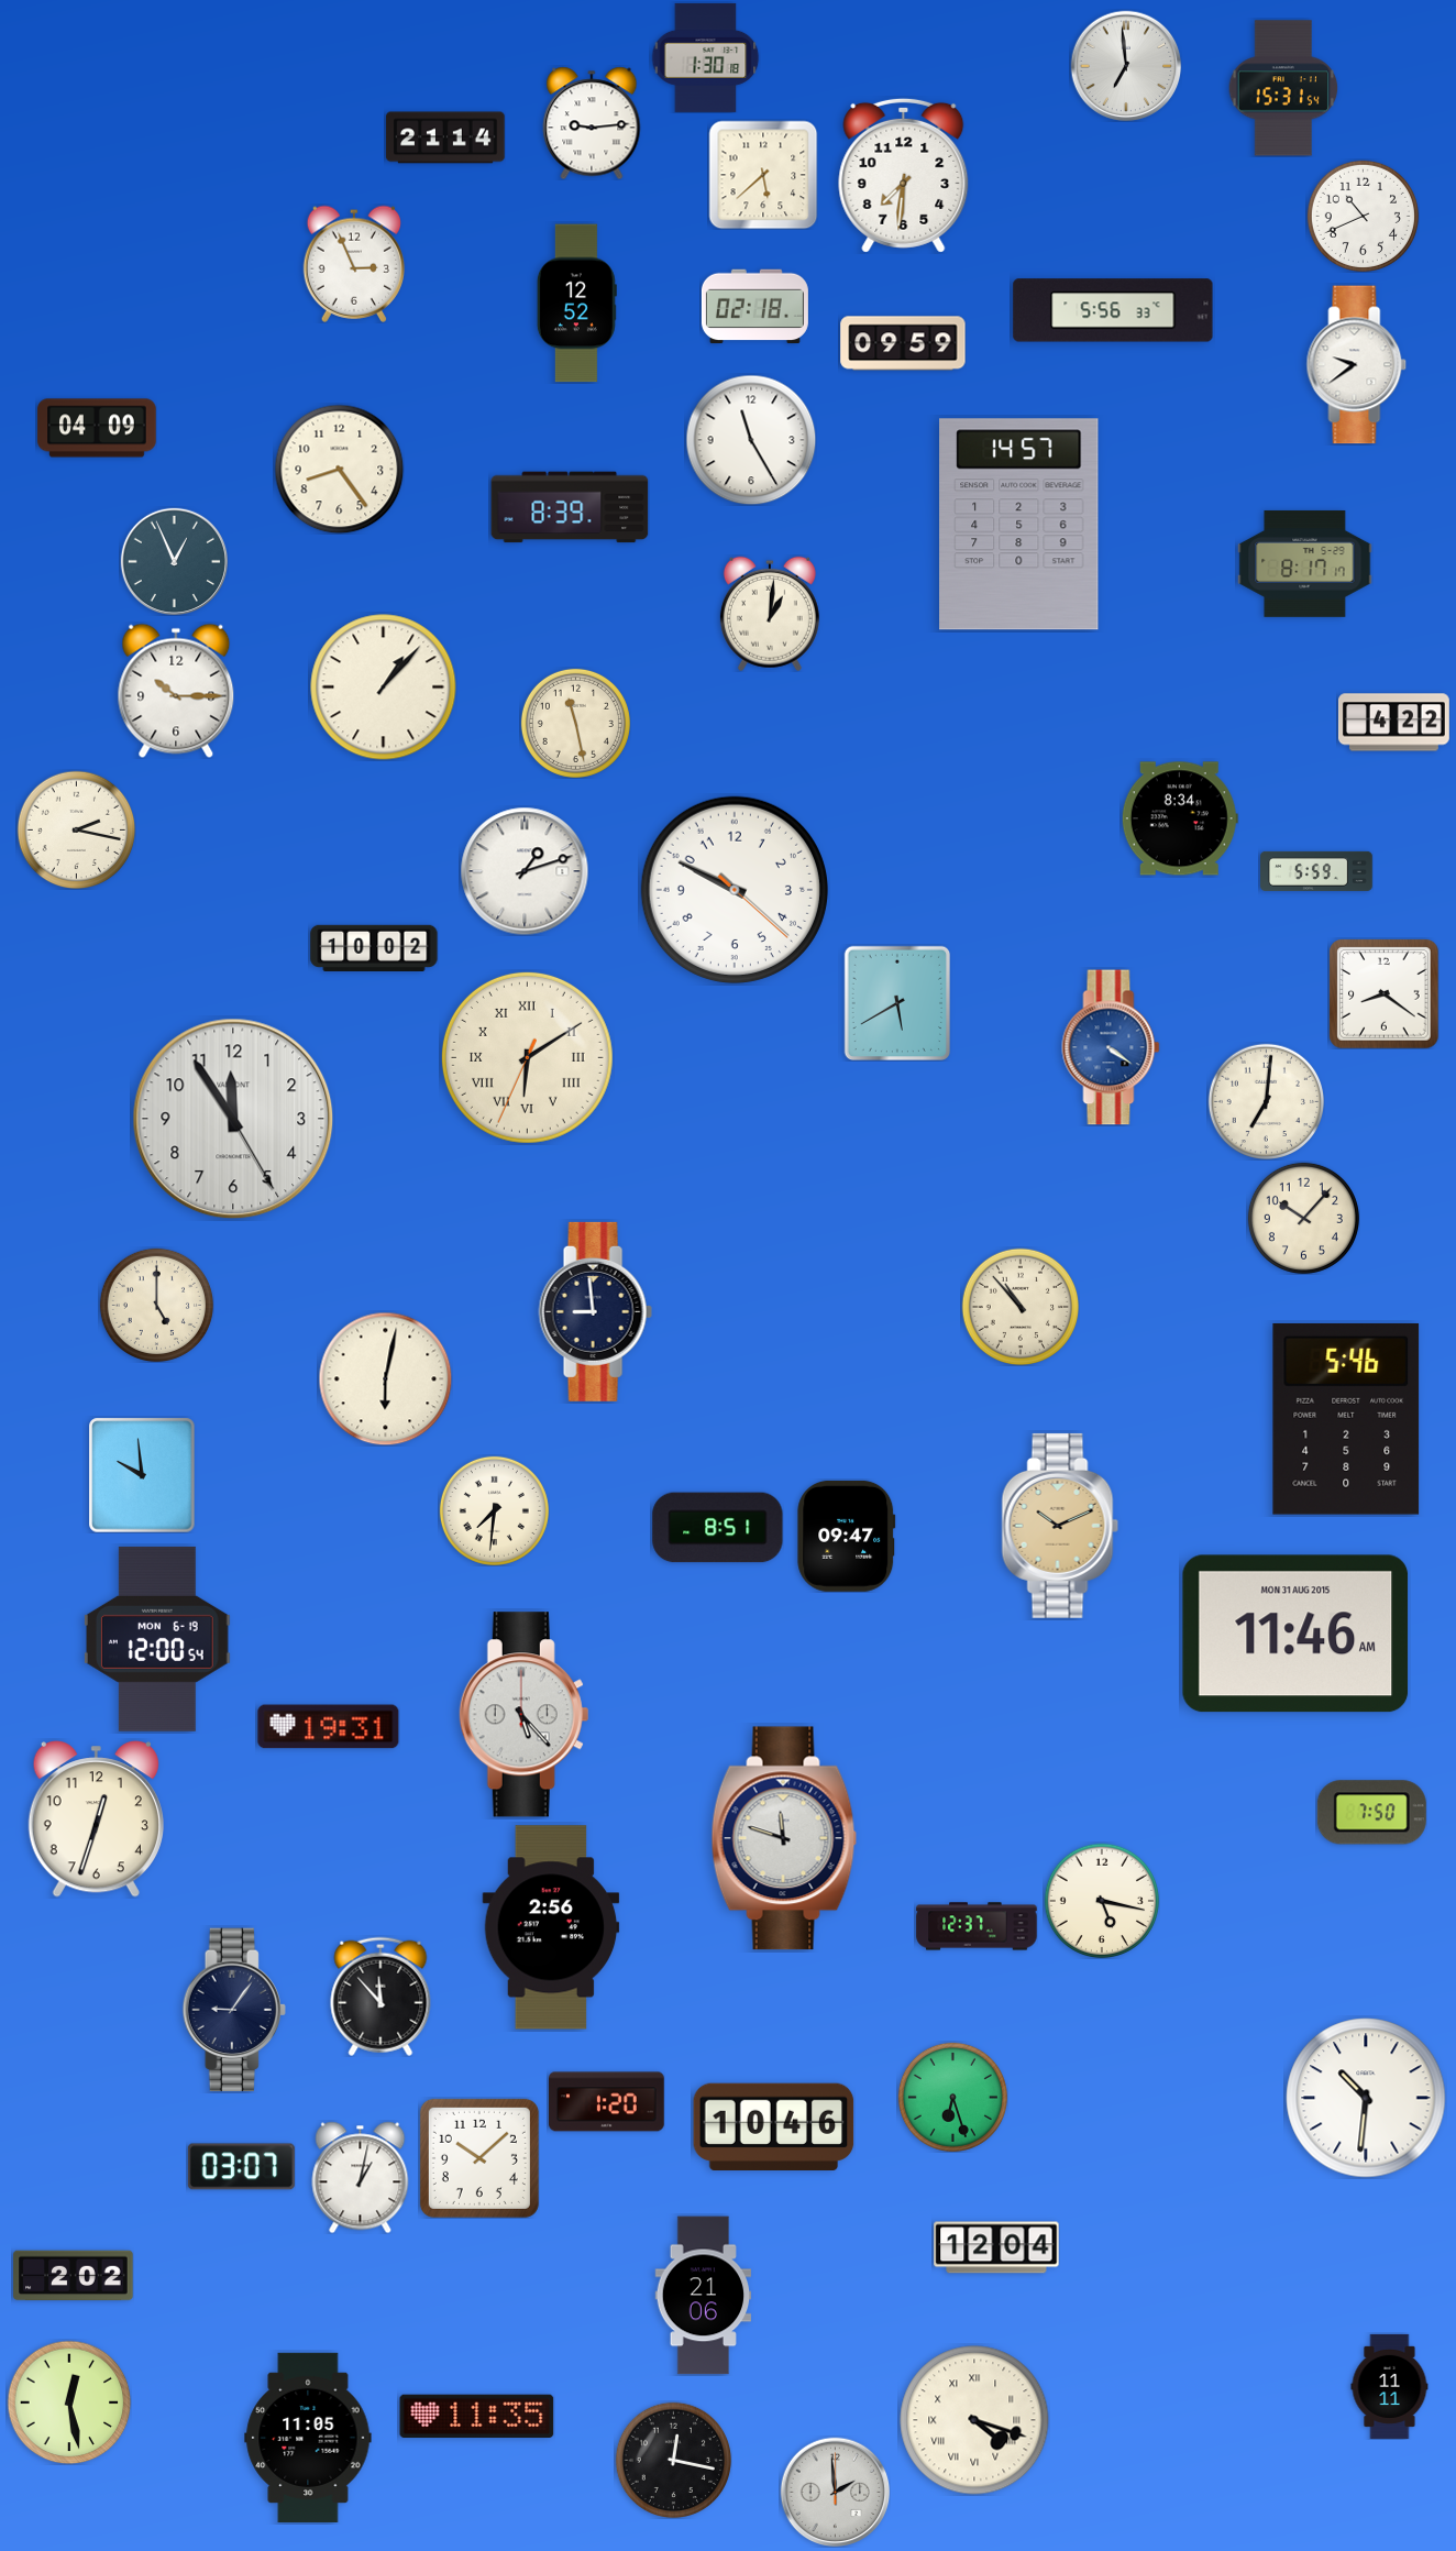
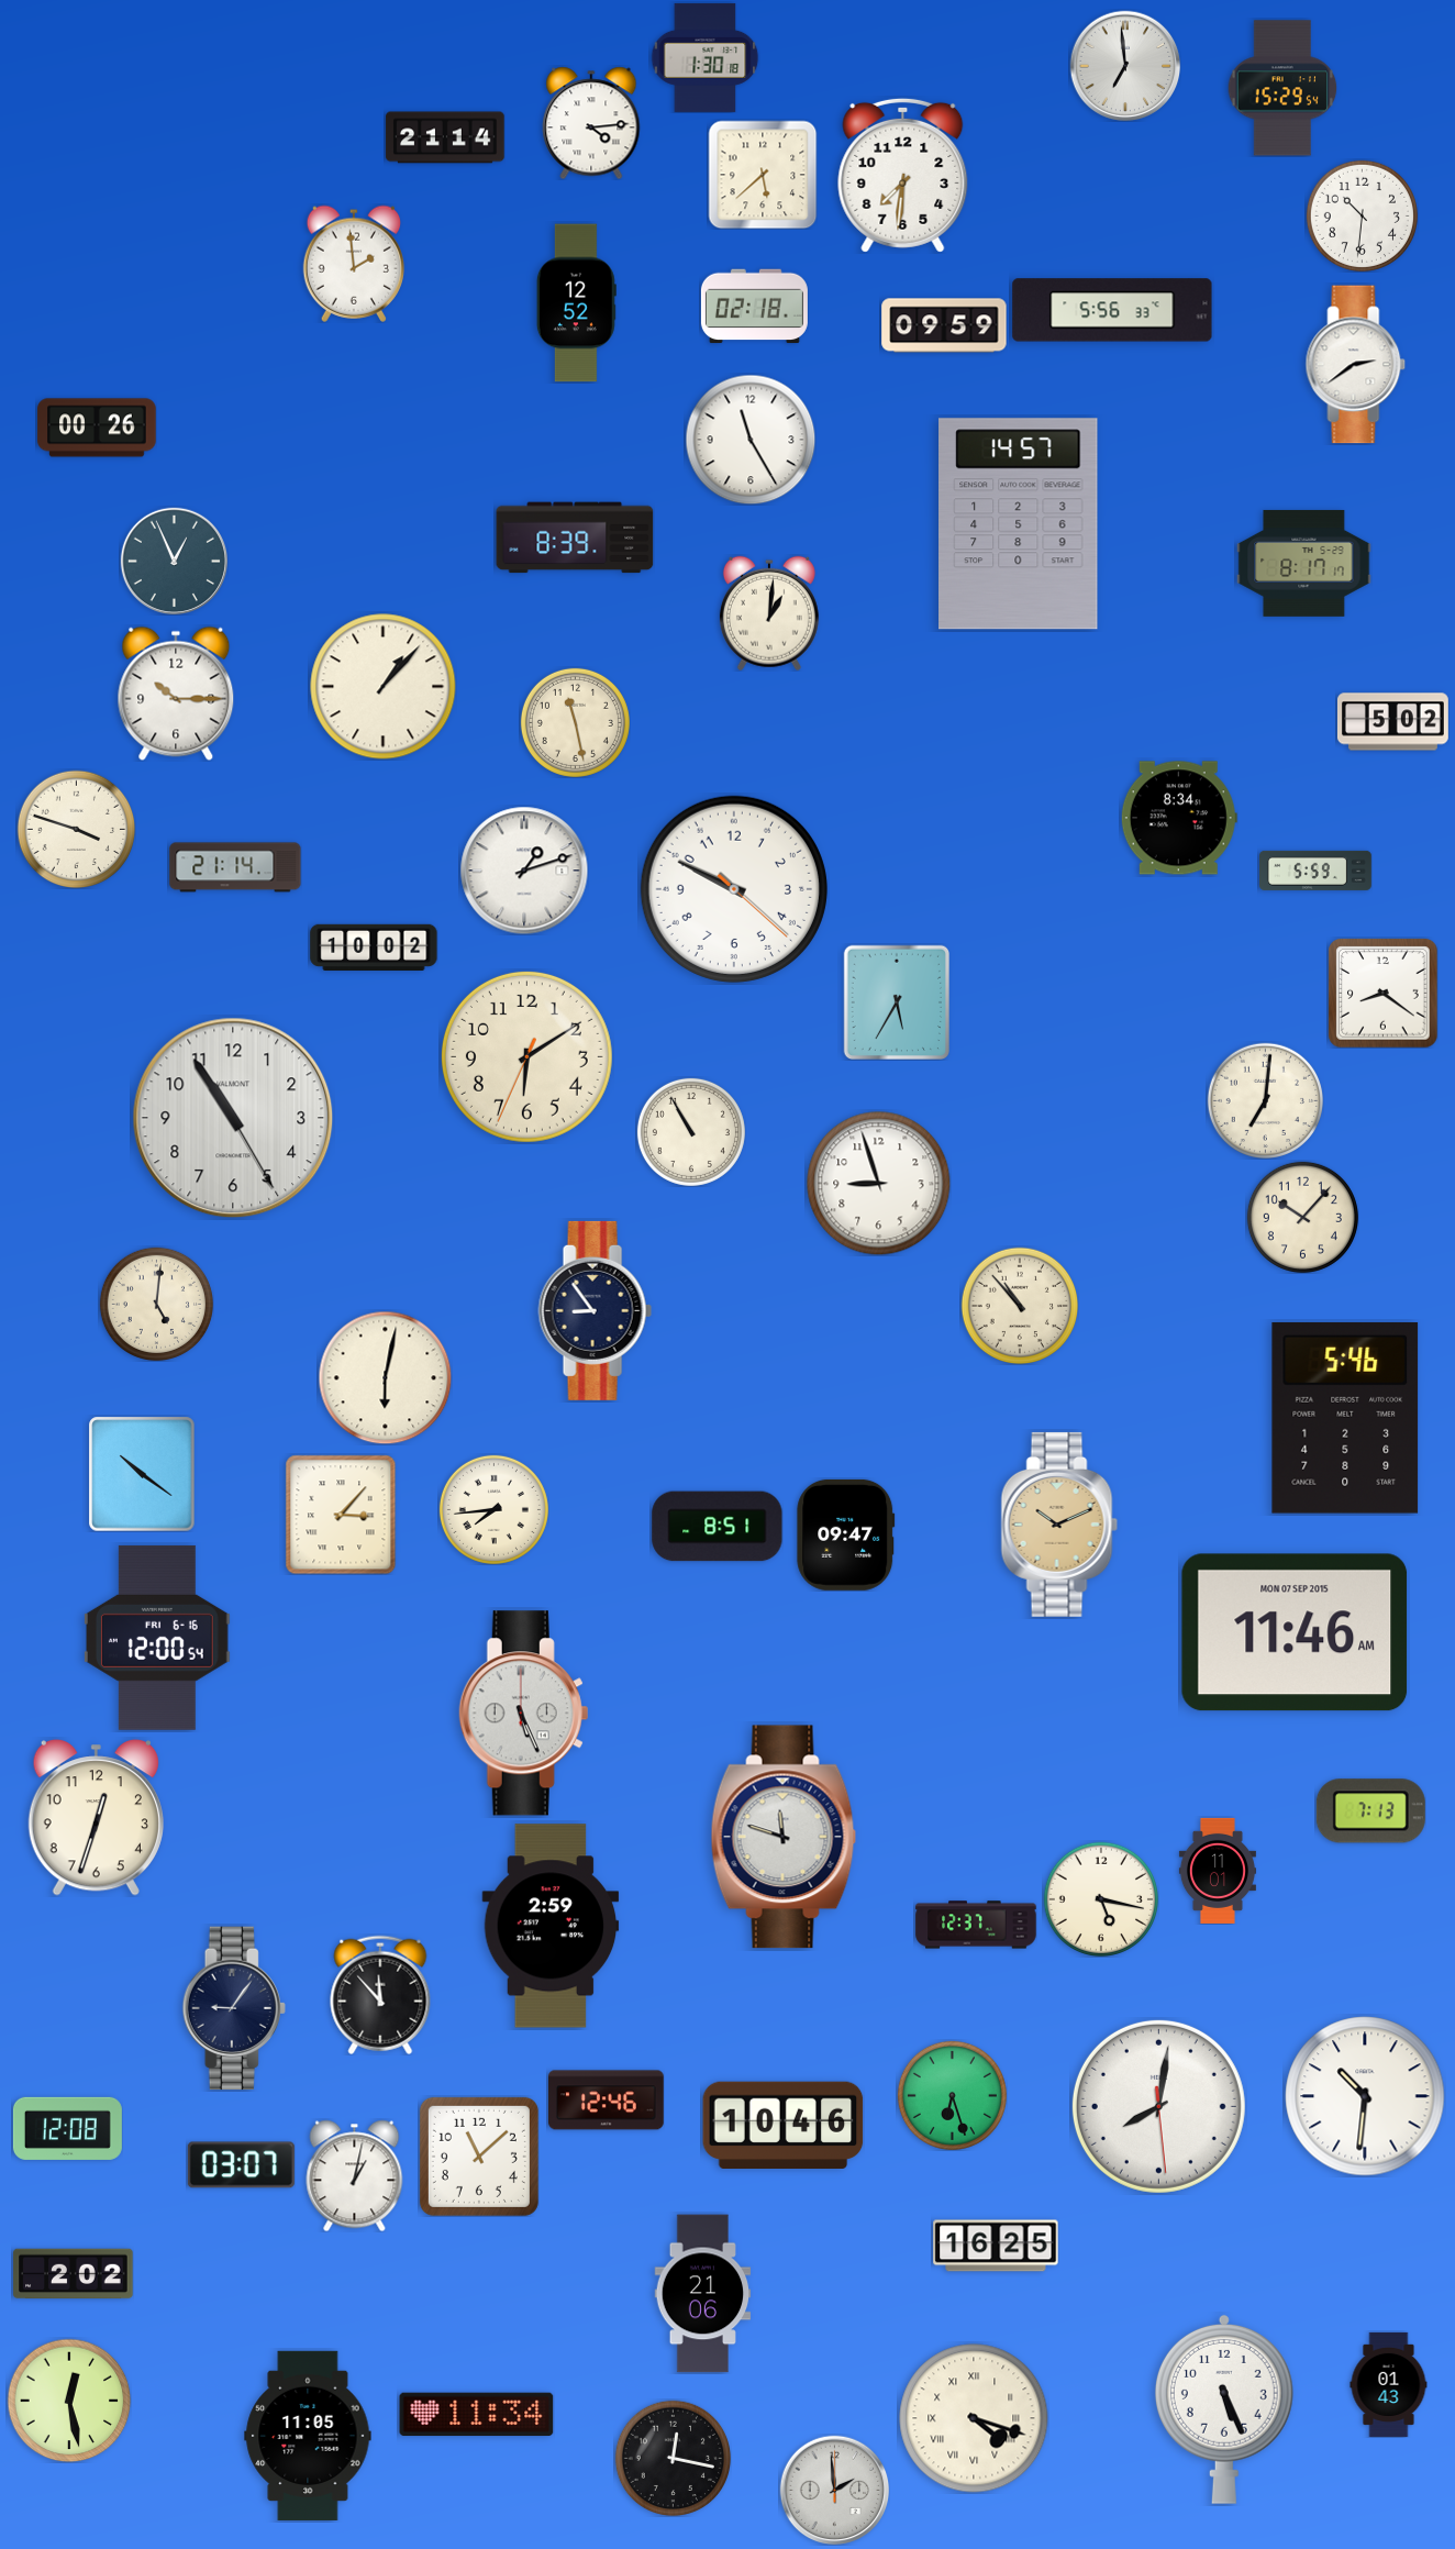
clock at (1283, 88): 15:31 -> 15:29
clock at (592, 123): 9:14 -> 4:14
clock at (1363, 216): 10:41 -> 10:31
clock at (353, 264): 2:56 -> 1:59
clock at (903, 343) position: (903, 343) -> (944, 325)
clock at (1357, 365): 9:39 -> 2:39
clock at (97, 428): 04:09 -> 00:26
clock at (339, 469): 8:24 -> none
clock at (570, 507) position: (570, 507) -> (575, 537)
clock at (176, 691) position: (176, 691) -> (176, 694)
clock at (1393, 723): 4:22 -> 5:02
clock at (76, 829): 2:17 -> 3:48
clock at (235, 867): none -> 21:14
clock at (896, 1002): 5:40 -> 5:35
clock at (1111, 1047): 4:21 -> none
clock at (527, 1057) numerals: Roman -> Arabic
clock at (233, 1119): 11:54 -> 10:54
clock at (691, 1132): none -> 10:55
clock at (879, 1184): none -> 8:57
clock at (156, 1305): 5:00 -> 5:01
clock at (595, 1311): 8:59 -> 8:54
clock at (142, 1475): 9:59 -> 10:21
clock at (494, 1510): 7:31 -> 7:44
clock at (341, 1515): none -> 3:07
clock at (1295, 1634) date: MON 31 AUG 2015 -> MON 07 SEP 2015
clock at (158, 1639) date: MON 6-19 -> FRI 6-16
clock at (525, 1715): 5:23 -> 5:26
clock at (329, 1727): 19:31 -> none
clock at (1371, 1813): 7:50 -> 7:13
clock at (1218, 1871): none -> 11:01
clock at (551, 1927): 2:56 -> 2:59
clock at (607, 2102): 1:20 -> 12:46
clock at (1158, 2106): none -> 8:01
clock at (774, 2126) position: (774, 2126) -> (784, 2125)
clock at (67, 2128): none -> 12:08
clock at (479, 2158): 10:08 -> 11:08
clock at (361, 2177) position: (361, 2177) -> (355, 2175)
clock at (996, 2247): 12:04 -> 16:25
clock at (1390, 2386): 11:11 -> 01:43
clock at (1224, 2409): none -> 5:26
clock at (477, 2417): 11:35 -> 11:34
